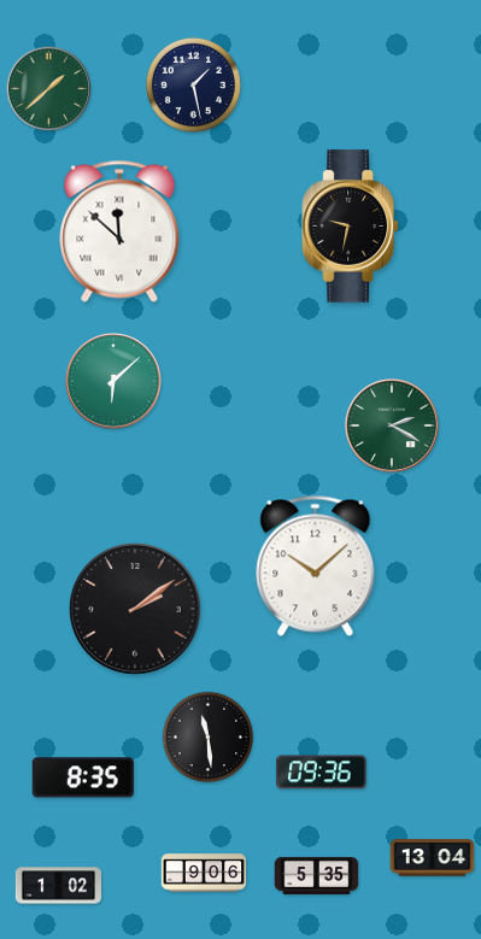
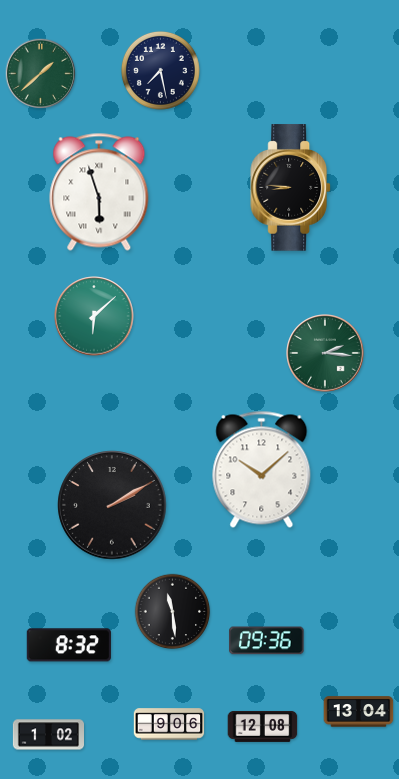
clock at (193, 84): 1:28 -> 7:28
clock at (351, 227): 9:32 -> 8:46
clock at (119, 231): 11:52 -> 5:57
clock at (392, 426): 2:20 -> 2:16
clock at (135, 609): 2:09 -> 2:10
clock at (83, 777): 8:35 -> 8:32
clock at (317, 875): 5:35 -> 12:08
